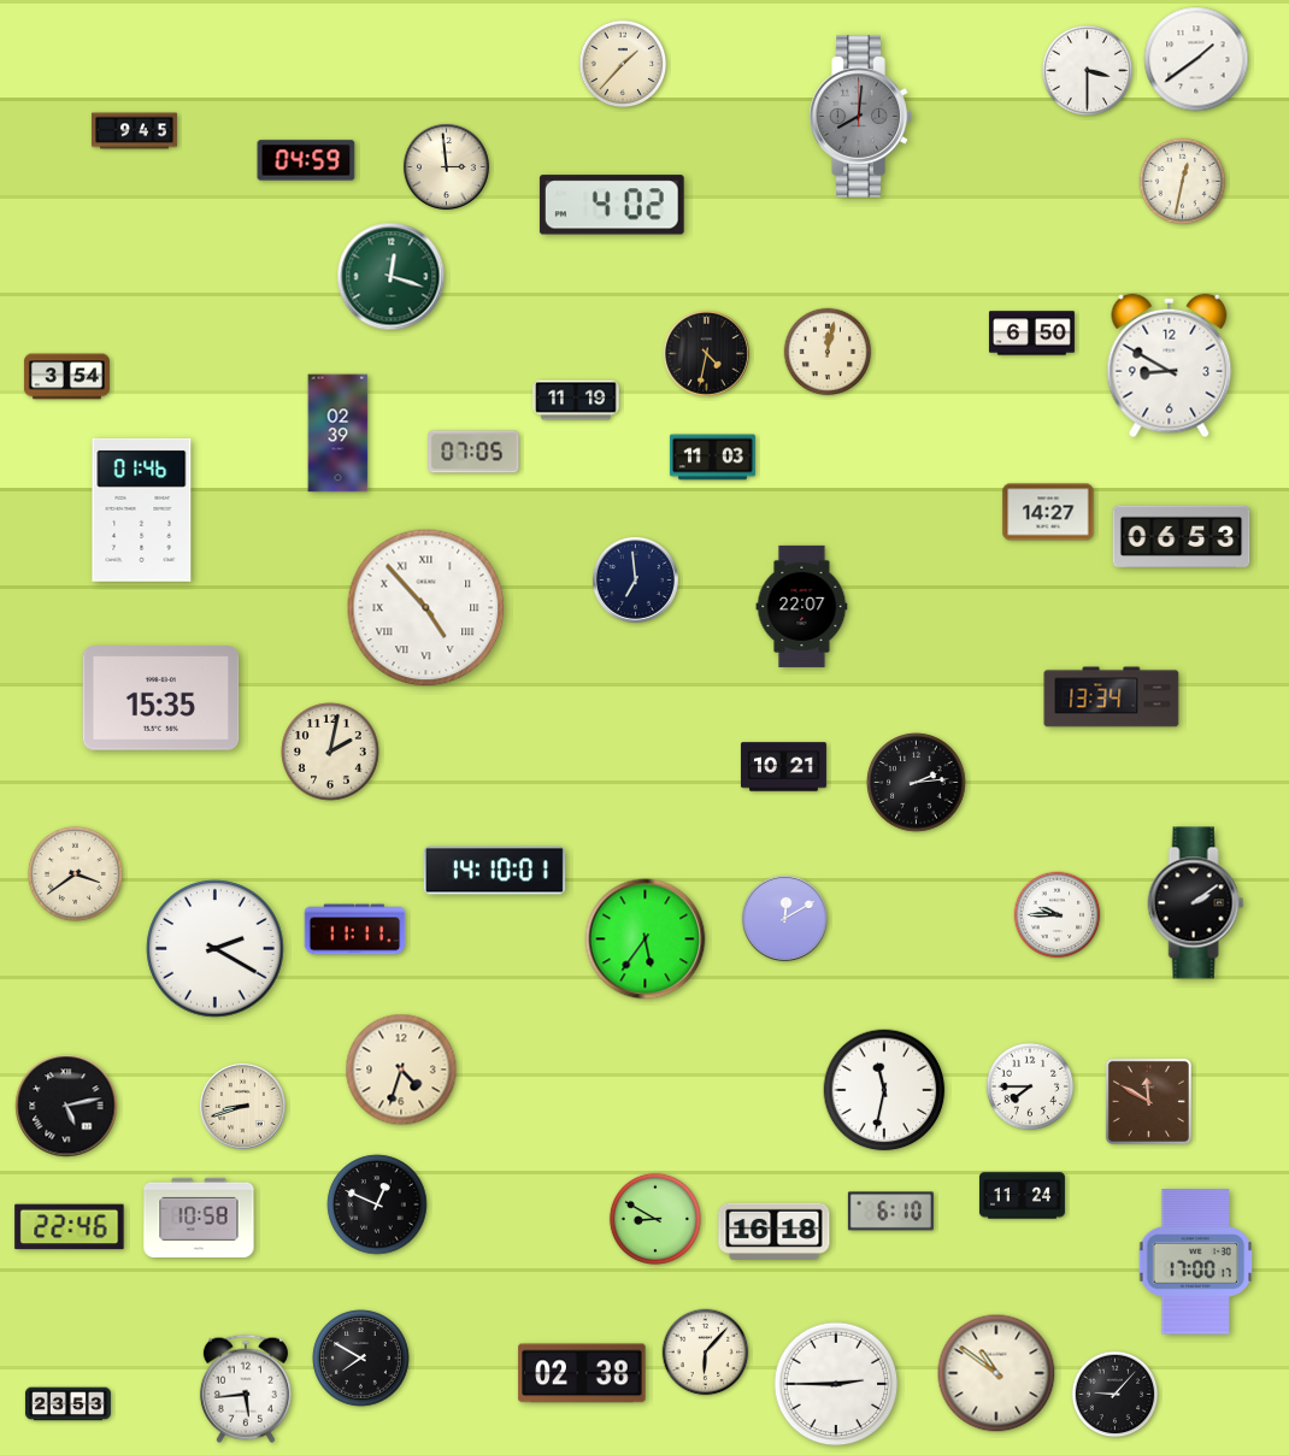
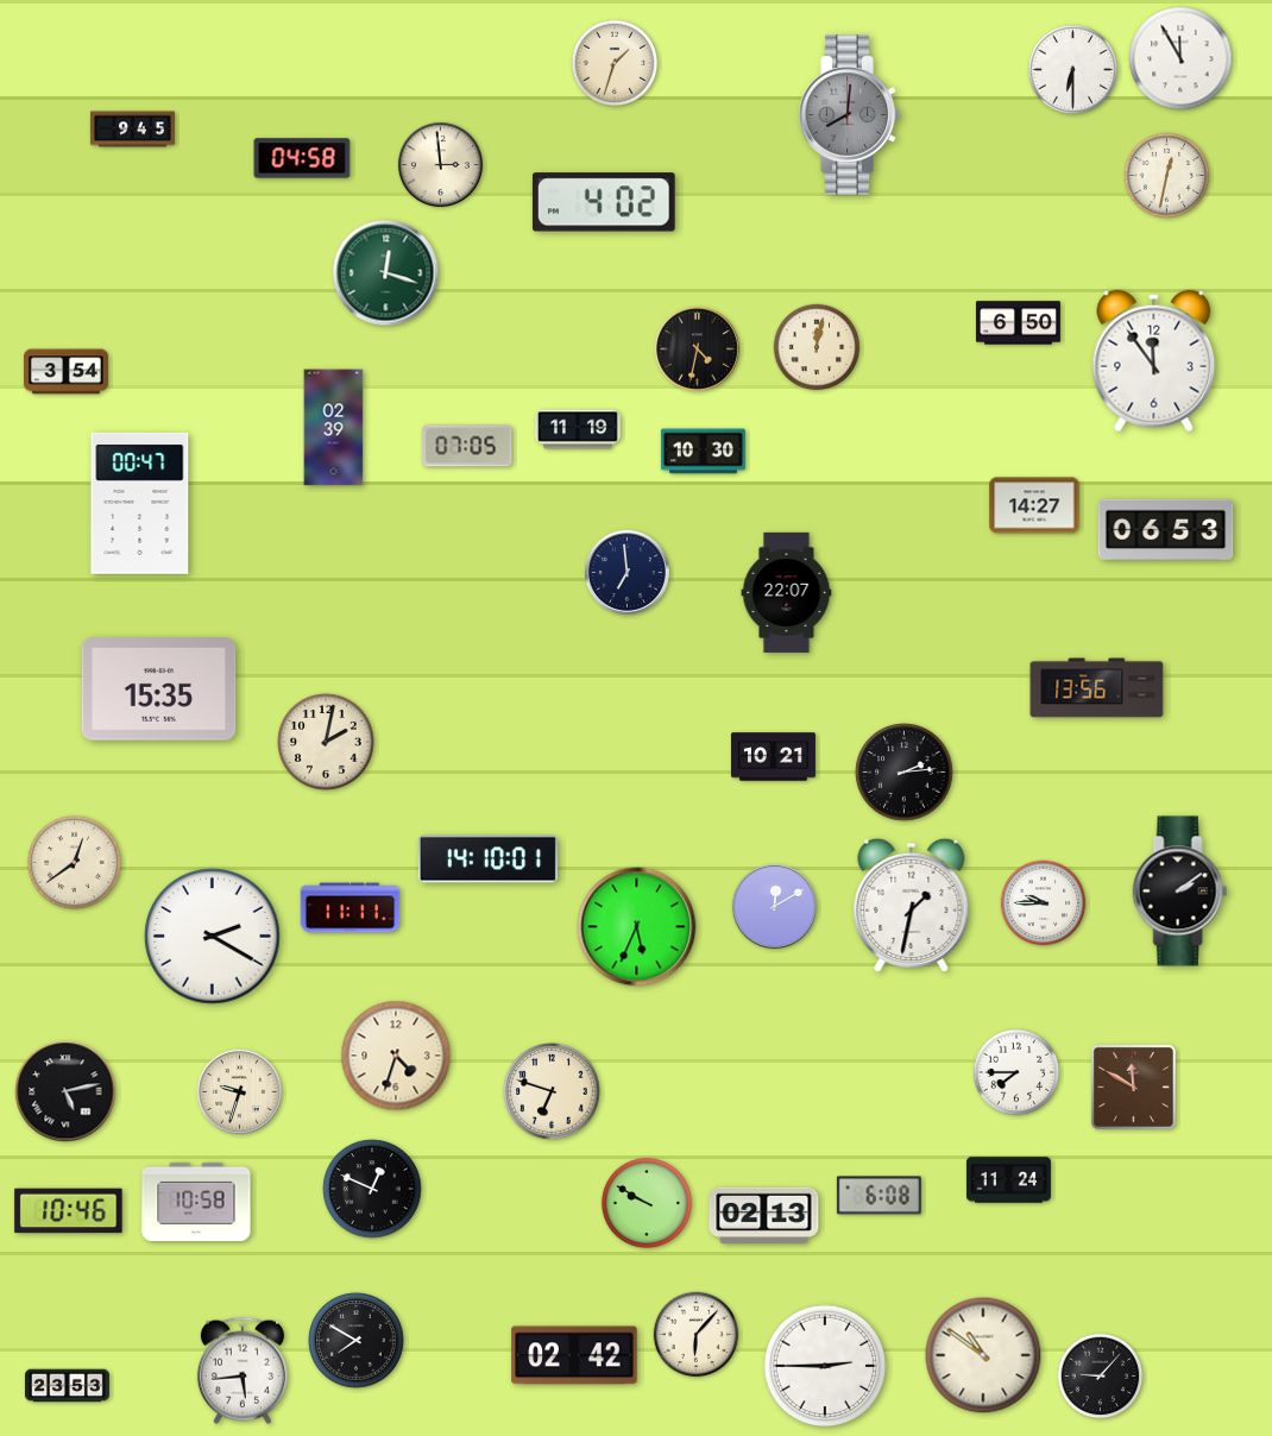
clock at (1196, 59): 1:39 -> 11:55
clock at (623, 64): 1:37 -> 1:33
clock at (1087, 70): 3:30 -> 6:30
clock at (306, 160): 04:59 -> 04:58
clock at (1183, 182) position: (1183, 182) -> (1167, 176)
clock at (1031, 334) position: (1031, 334) -> (1018, 323)
clock at (1170, 366): 8:50 -> 11:54
clock at (576, 400) position: (576, 400) -> (578, 429)
clock at (712, 458): 11:03 -> 10:30
clock at (142, 509): 01:46 -> 00:47
clock at (802, 606) position: (802, 606) -> (787, 592)
clock at (426, 608): 4:53 -> none
clock at (1112, 697): 13:34 -> 13:56
clock at (75, 873): 3:39 -> 12:39
clock at (912, 906): none -> 1:32
clock at (355, 930) position: (355, 930) -> (351, 908)
clock at (646, 939): 5:36 -> 5:34
clock at (884, 1090): 11:32 -> none
clock at (242, 1106): 8:42 -> 9:33
clock at (552, 1091): none -> 6:48
clock at (890, 1212): 6:10 -> 6:08
clock at (655, 1219): 8:50 -> 9:50
clock at (70, 1227): 22:46 -> 10:46
clock at (775, 1231): 16:18 -> 02:13
clock at (1196, 1262): 17:00 -> none
clock at (582, 1373): 02:38 -> 02:42
